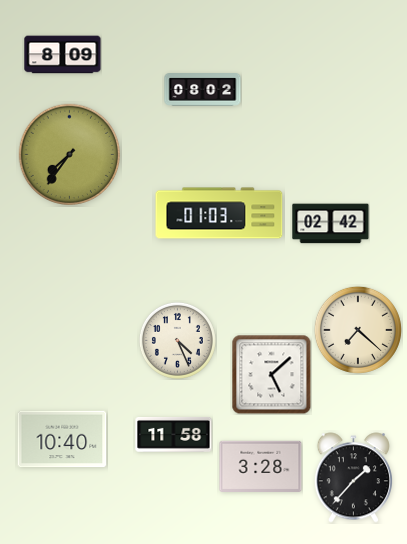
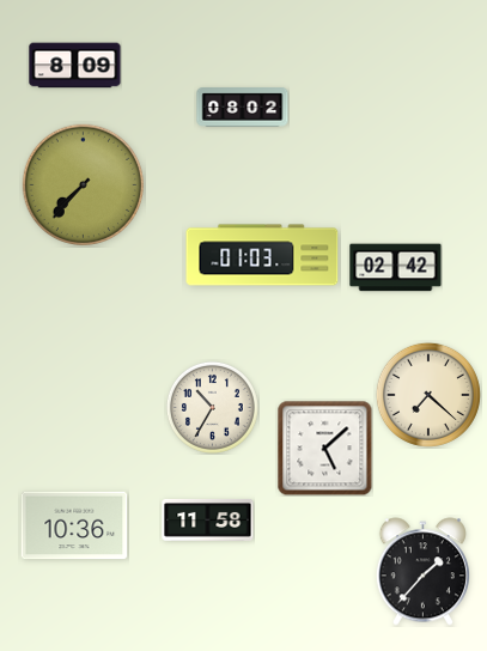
clock at (70, 155): 7:36 -> 7:37
clock at (177, 340): 4:26 -> 10:35
clock at (62, 439): 10:40 -> 10:36
clock at (261, 466): 3:28 -> none
